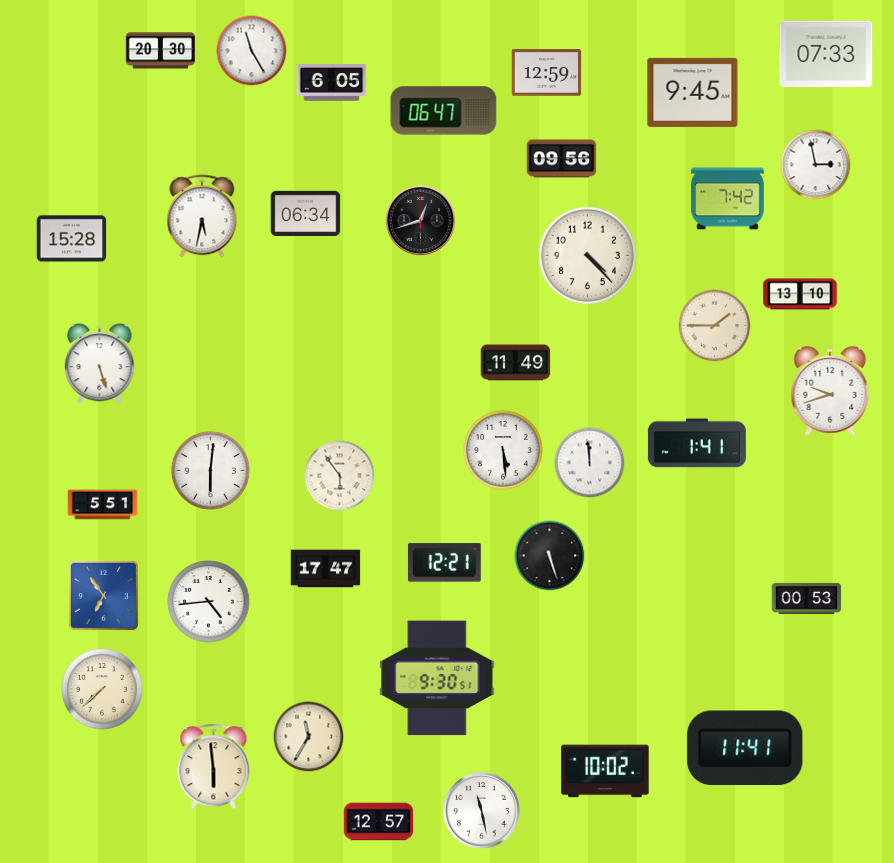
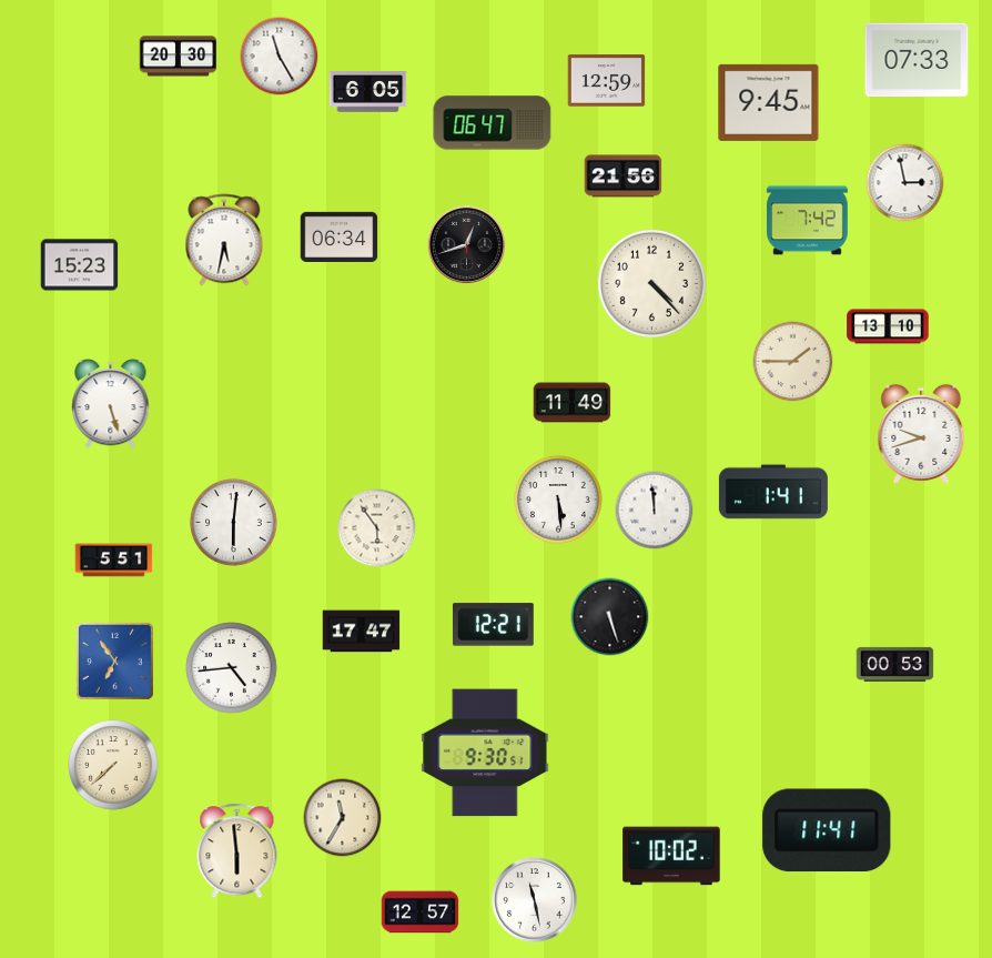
clock at (562, 159): 09:56 -> 21:56
clock at (72, 239): 15:28 -> 15:23
clock at (590, 463) position: (590, 463) -> (655, 511)
